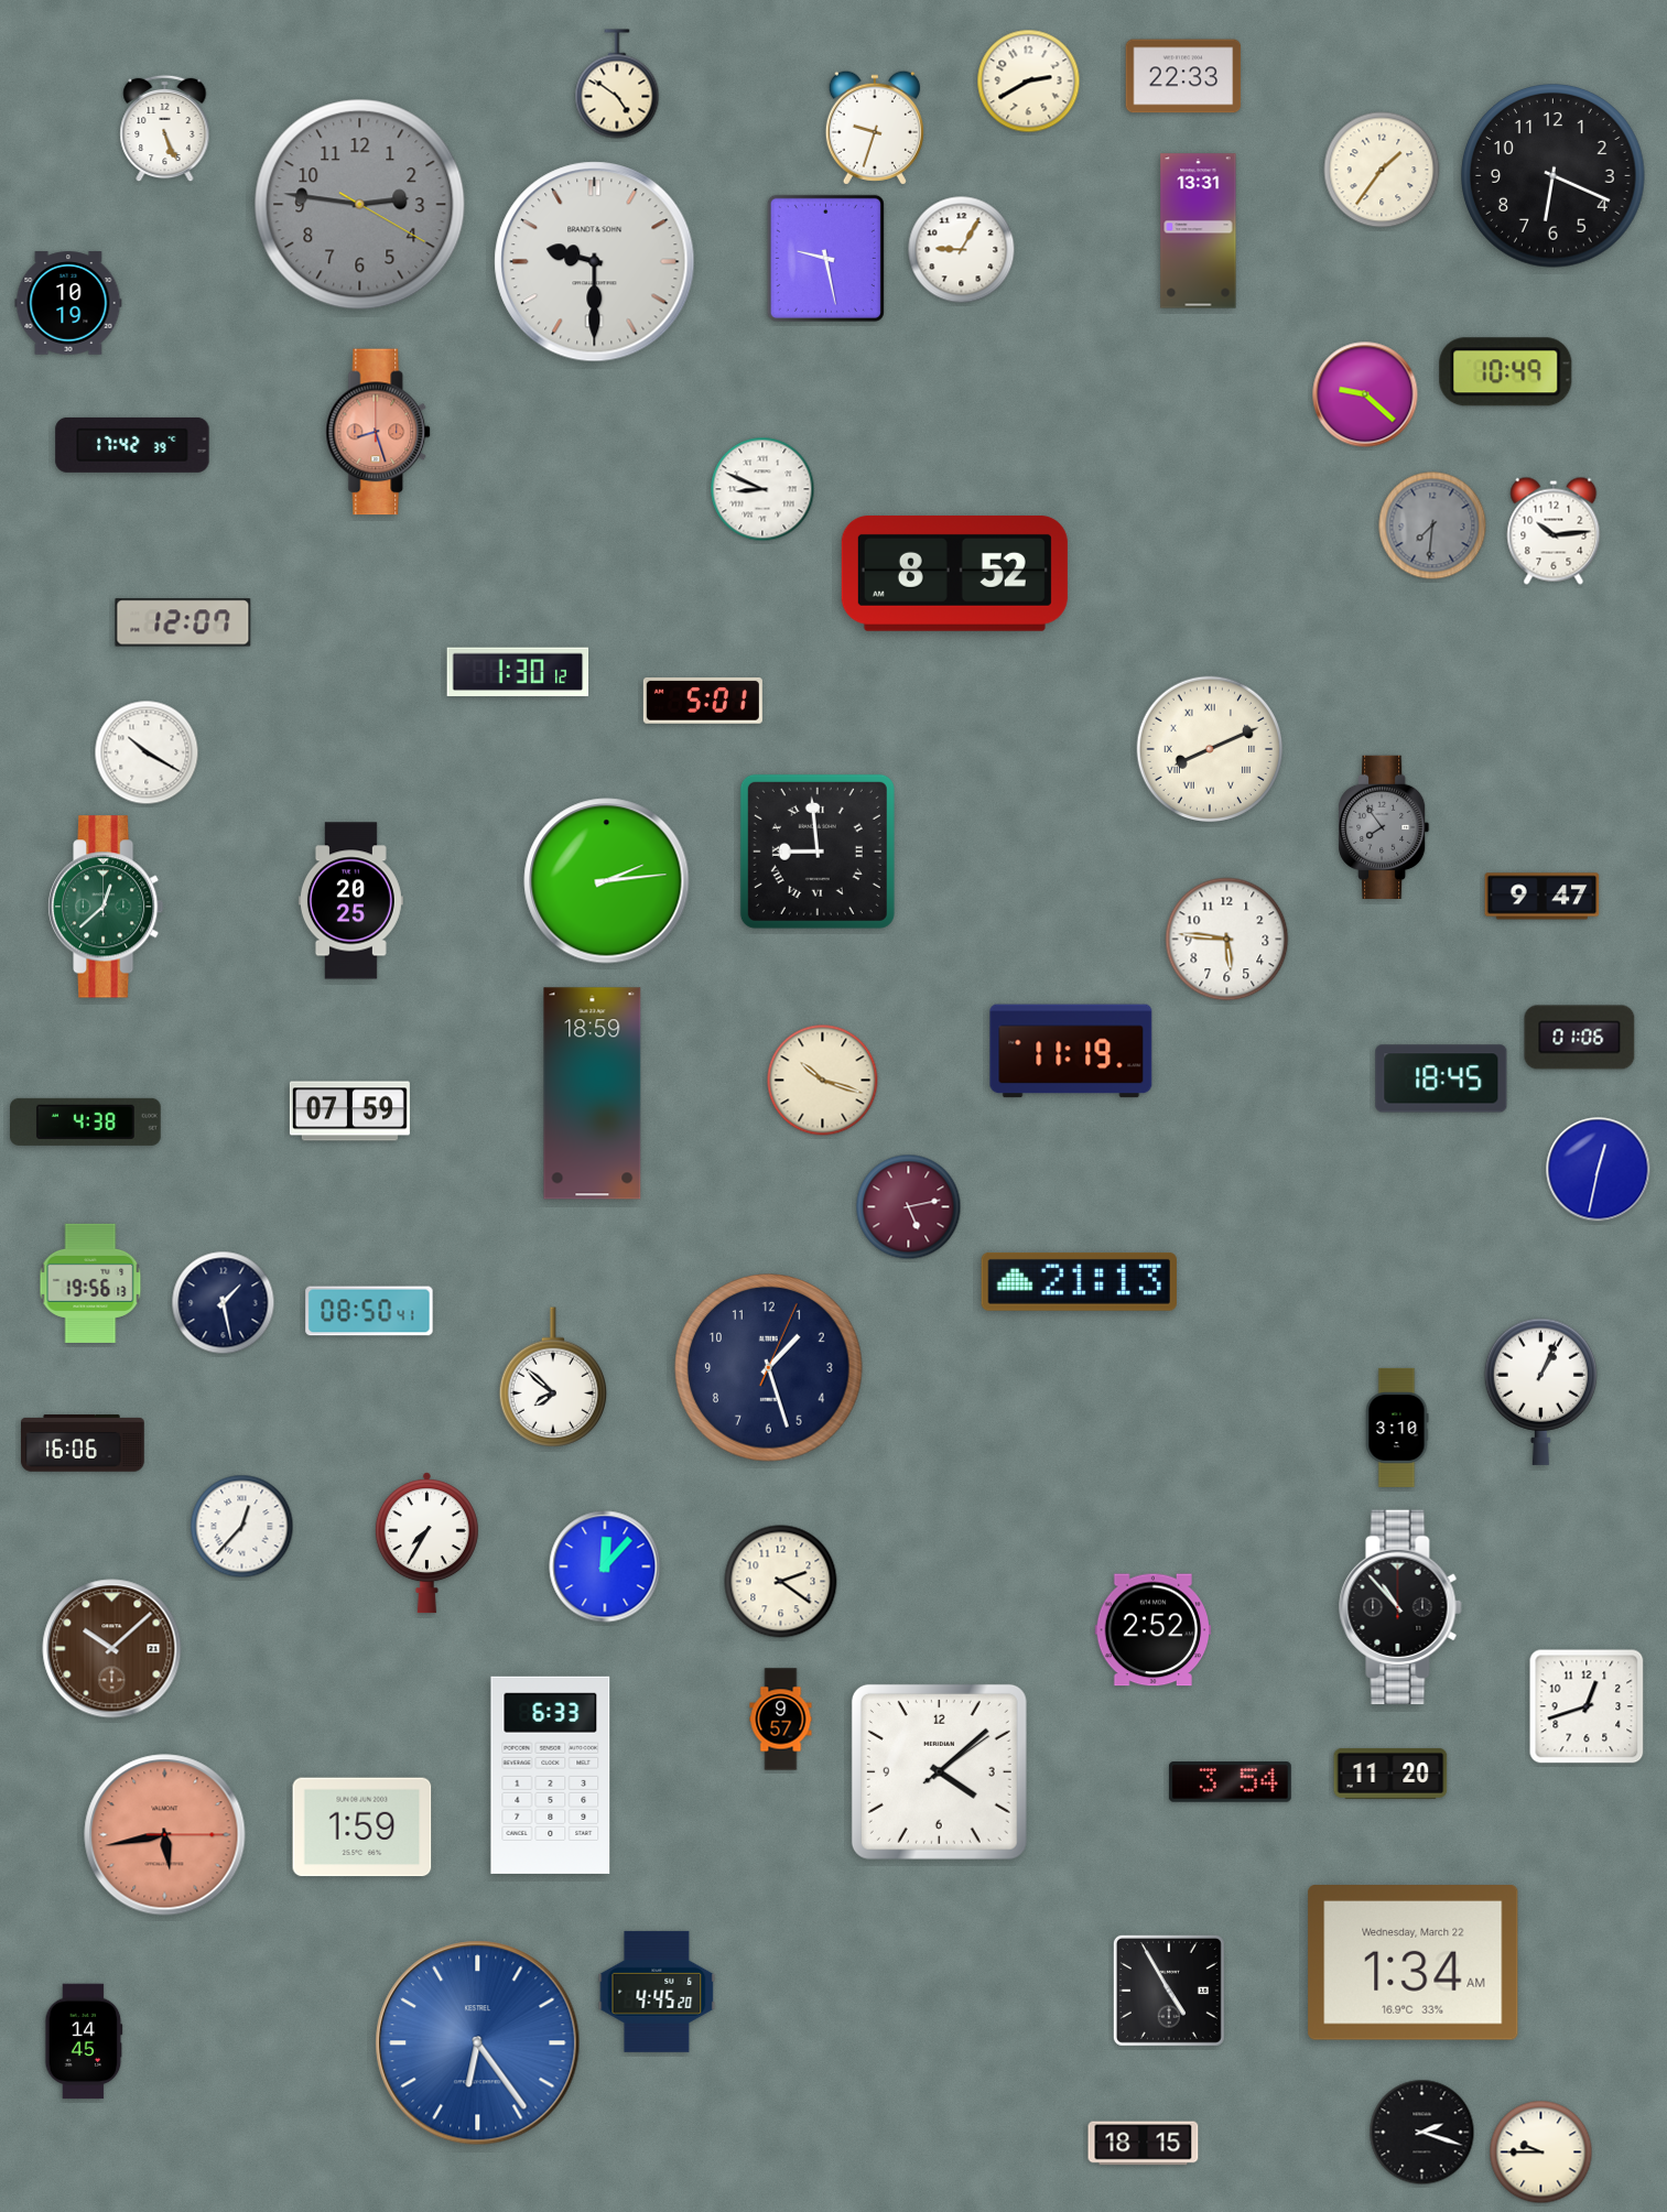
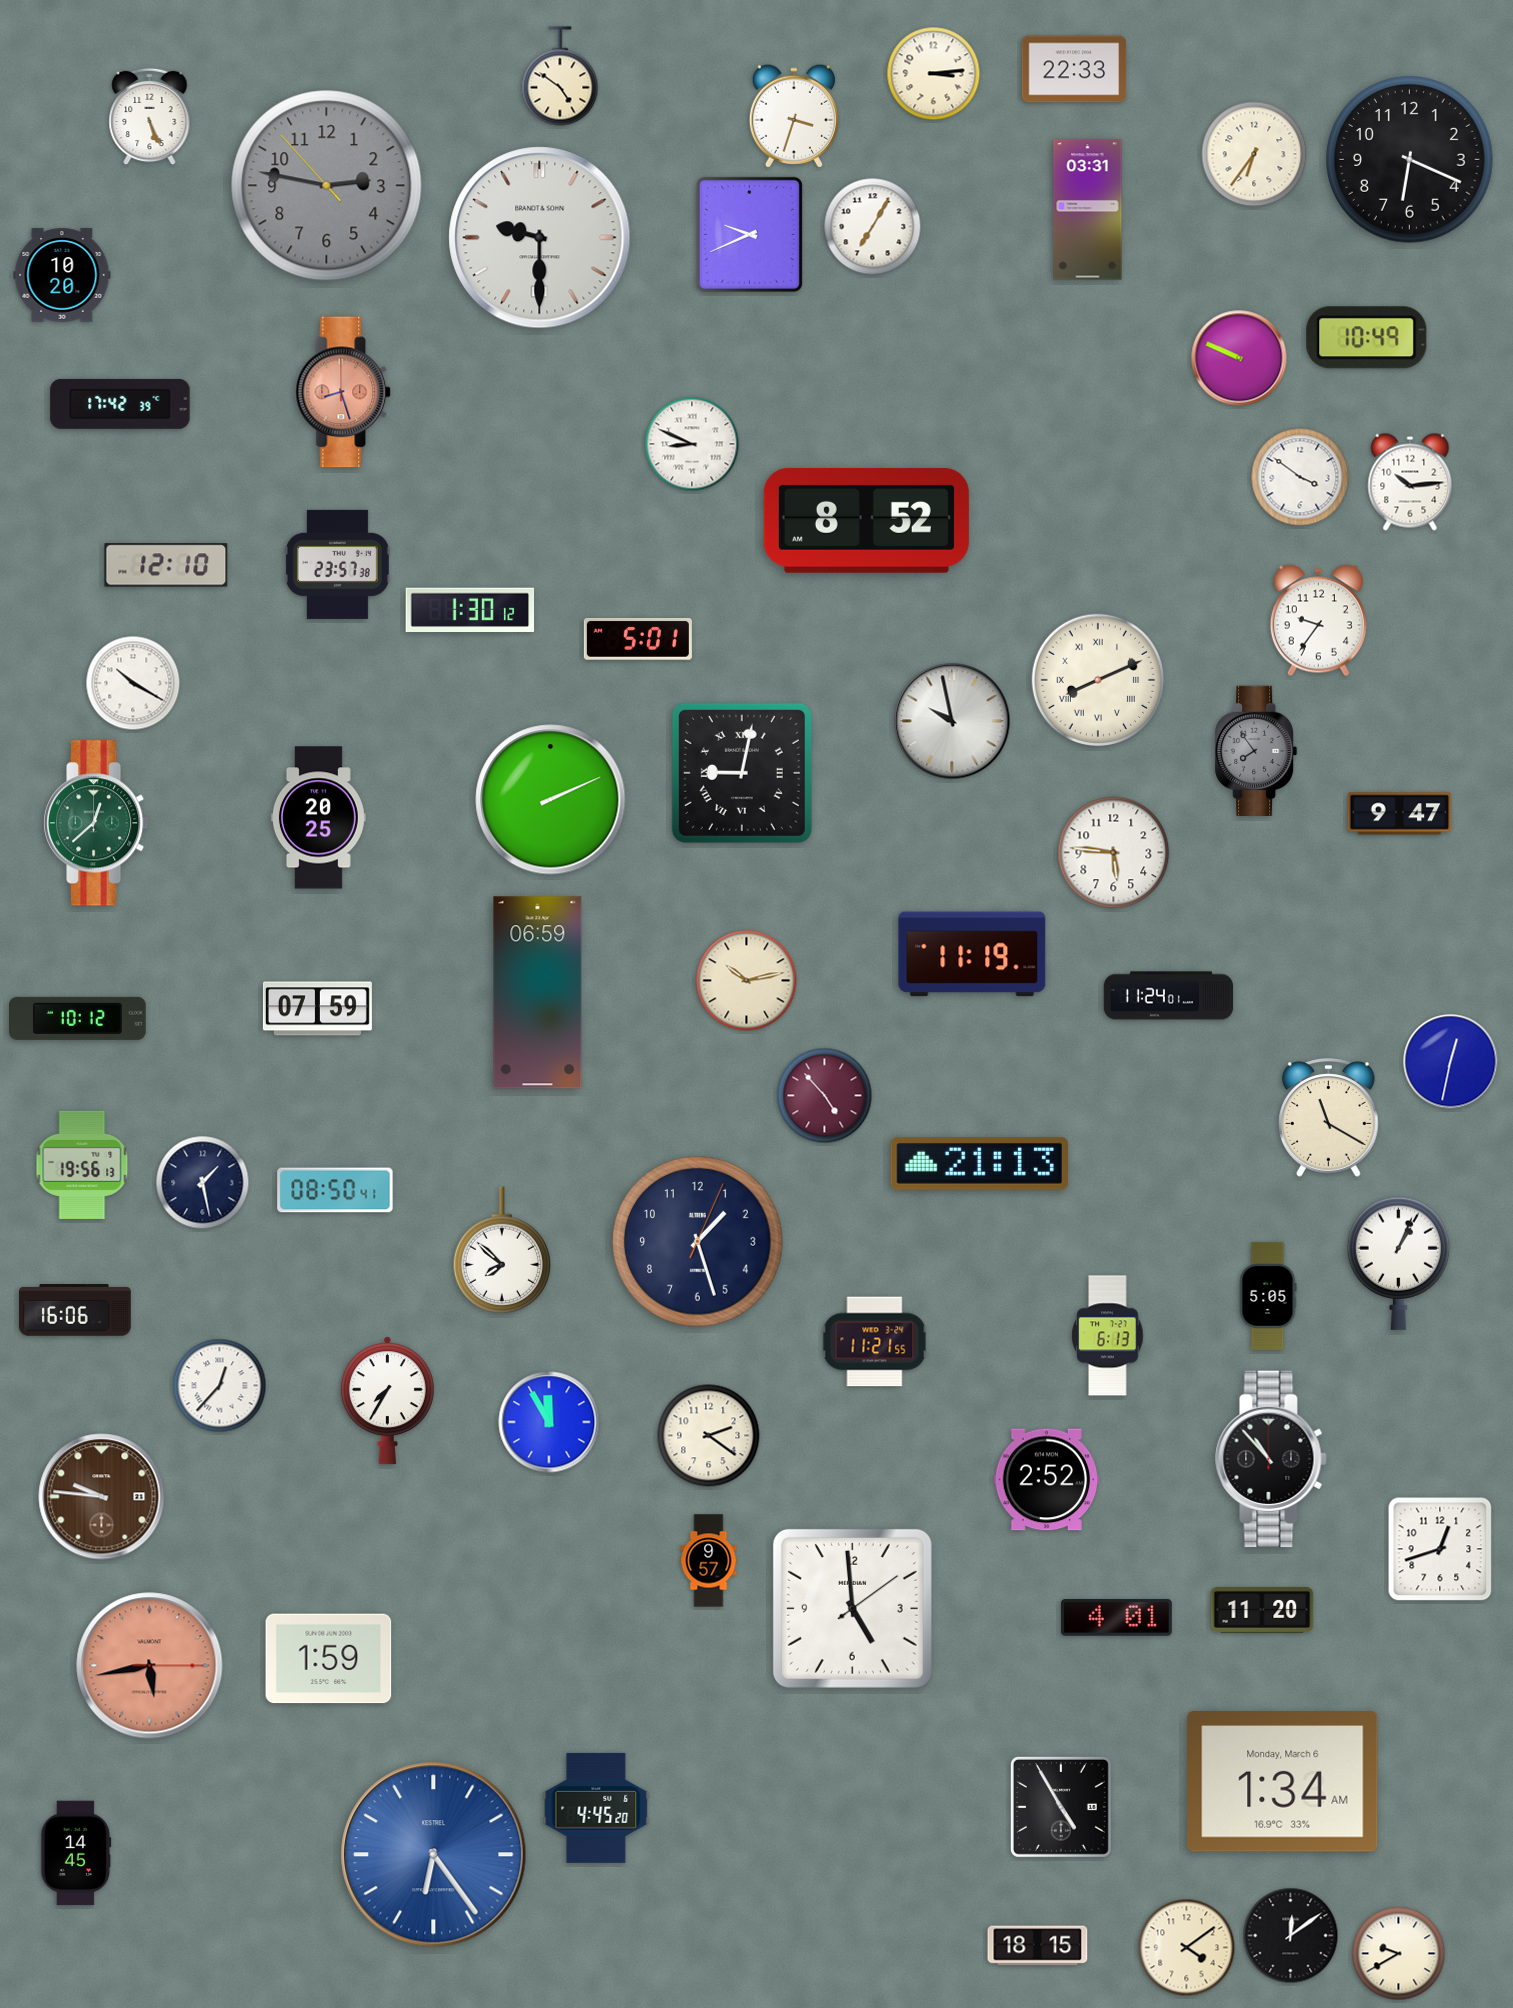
clock at (1029, 82): 2:40 -> 3:14
clock at (875, 128): 9:33 -> 3:33
clock at (1382, 170): 1:36 -> 6:36
clock at (360, 205): 2:46:20 -> 2:46:53
clock at (1199, 231): 13:31 -> 03:31
clock at (962, 250): 9:05 -> 7:05
clock at (825, 258): 9:28 -> 9:41
clock at (68, 303): 10:19 -> 10:20
clock at (1365, 394): 9:22 -> 9:49
clock at (1432, 525): 7:31 -> 3:51
clock at (1432, 525) dial: grey -> white
clock at (337, 564): none -> 23:57
clock at (183, 622): 12:07 -> 12:10
clock at (1318, 621): none -> 9:36
clock at (703, 701) position: (703, 701) -> (638, 639)
clock at (952, 721): none -> 9:58
clock at (818, 852): 8:59 -> 9:02
clock at (607, 881): 2:14 -> 2:11
clock at (1580, 1038): 01:06 -> none
clock at (1441, 1078): 18:45 -> none
clock at (823, 1081): 10:18 -> 10:13
clock at (593, 1094): 18:59 -> 06:59
clock at (1169, 996): none -> 11:24
clock at (86, 1121): 4:38 -> 10:12
clock at (909, 1207): 5:13 -> 4:53
clock at (1329, 1118): none -> 11:20
clock at (1397, 1428): 3:10 -> 5:05
clock at (1108, 1336): none -> 6:13
clock at (875, 1342): none -> 11:21
clock at (605, 1566): 12:07 -> 11:55
clock at (112, 1649): 10:08 -> 9:46
clock at (939, 1771): 4:08 -> 4:59
clock at (551, 1775): 6:33 -> none
clock at (1230, 1782): 3:54 -> 4:01
clock at (1414, 1963) date: Wednesday, March 22 -> Monday, March 6
clock at (1422, 2133): 2:18 -> 12:09
clock at (1187, 1948): none -> 4:09
clock at (1541, 2153): 9:45 -> 9:40
